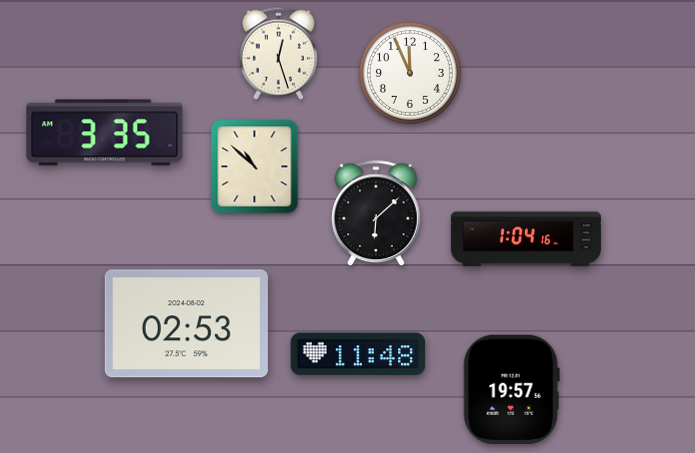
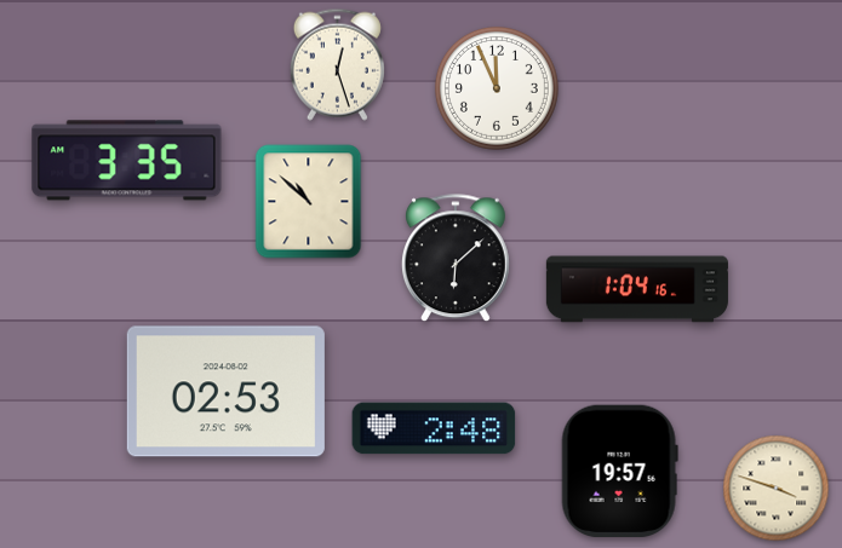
clock at (358, 354): 11:48 -> 2:48
clock at (777, 489): none -> 3:48
